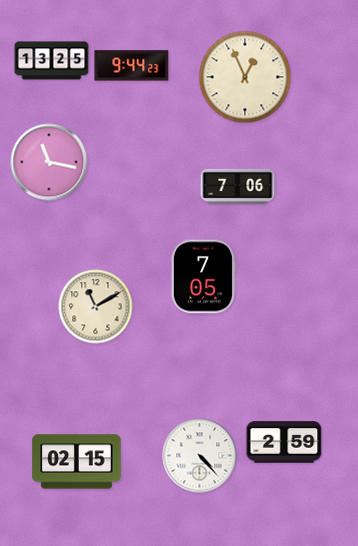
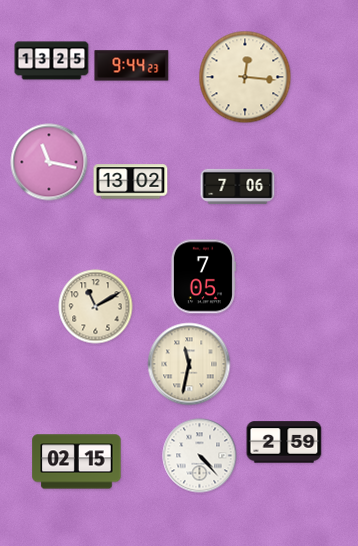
clock at (245, 77): 12:56 -> 12:16
clock at (131, 182): none -> 13:02
clock at (189, 364): none -> 11:32
